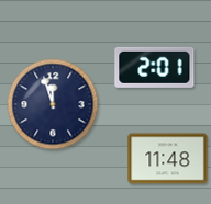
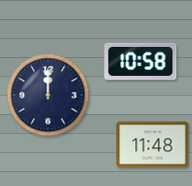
clock at (155, 67): 2:01 -> 10:58
clock at (53, 104): 11:57 -> 12:00
